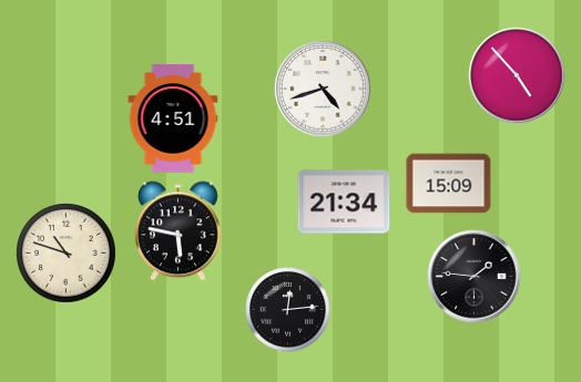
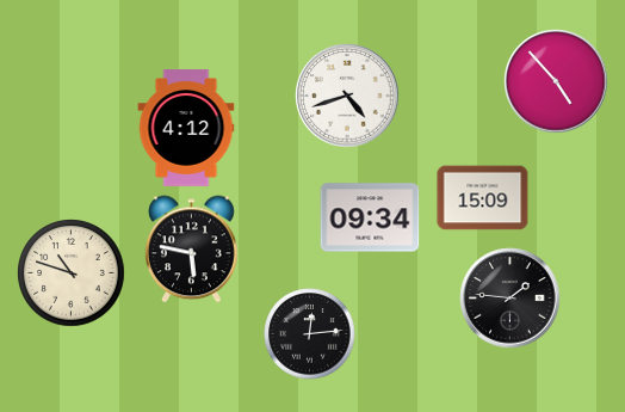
clock at (173, 118): 4:51 -> 4:12
clock at (344, 202): 21:34 -> 09:34
